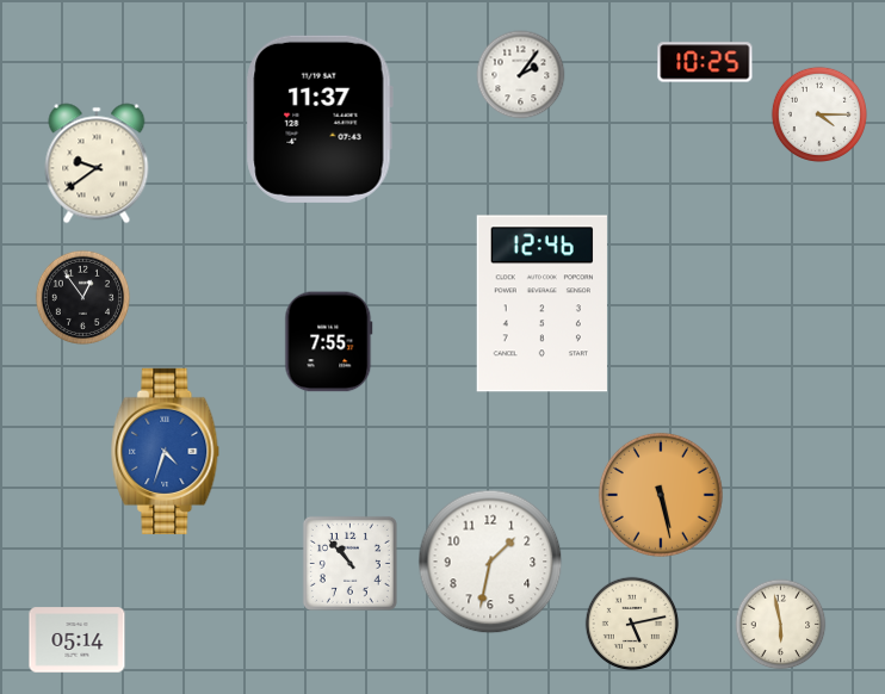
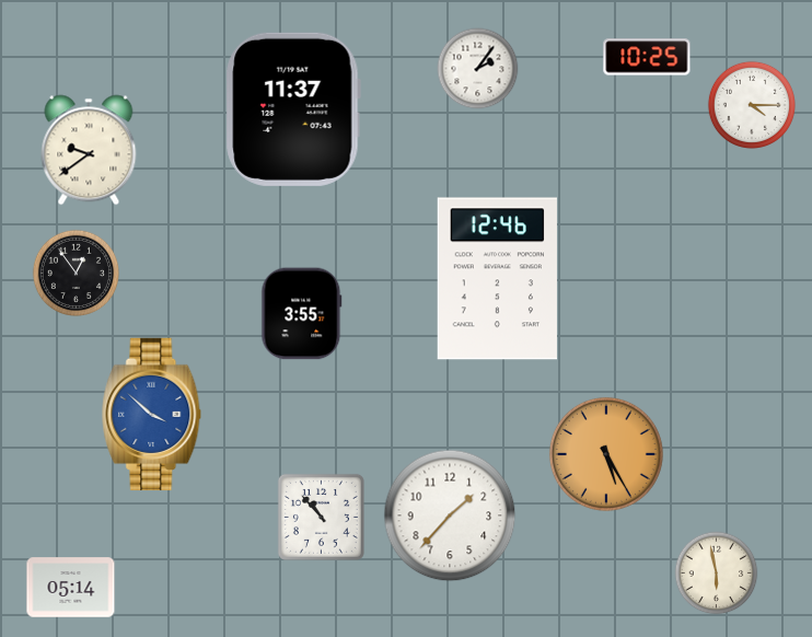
clock at (329, 342): 7:55 -> 3:55
clock at (166, 451): 4:33 -> 3:52
clock at (661, 495): 5:28 -> 5:25
clock at (490, 562): 1:32 -> 1:37
clock at (632, 624): 5:13 -> none
